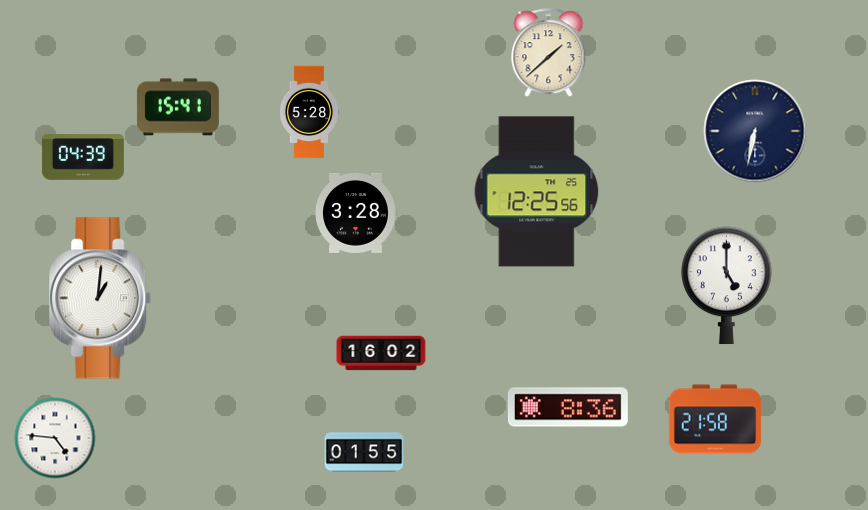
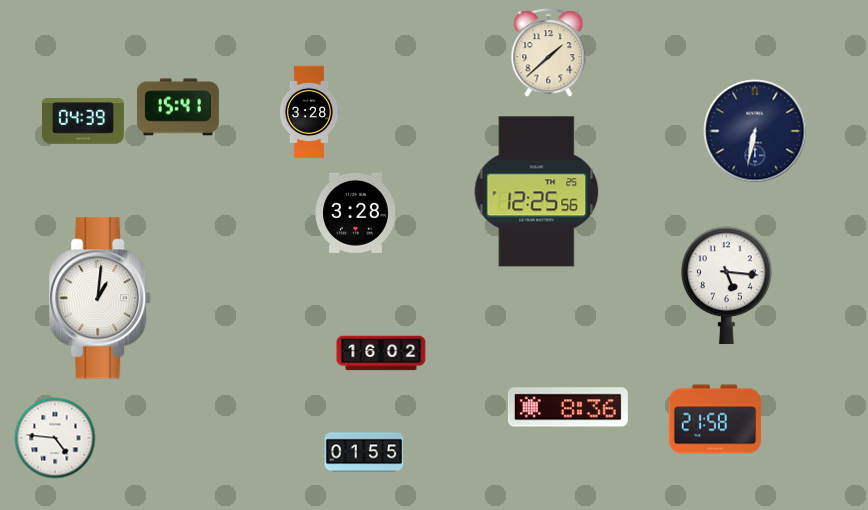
clock at (309, 112): 5:28 -> 3:28
clock at (83, 157) position: (83, 157) -> (83, 121)
clock at (727, 285): 5:00 -> 5:16
